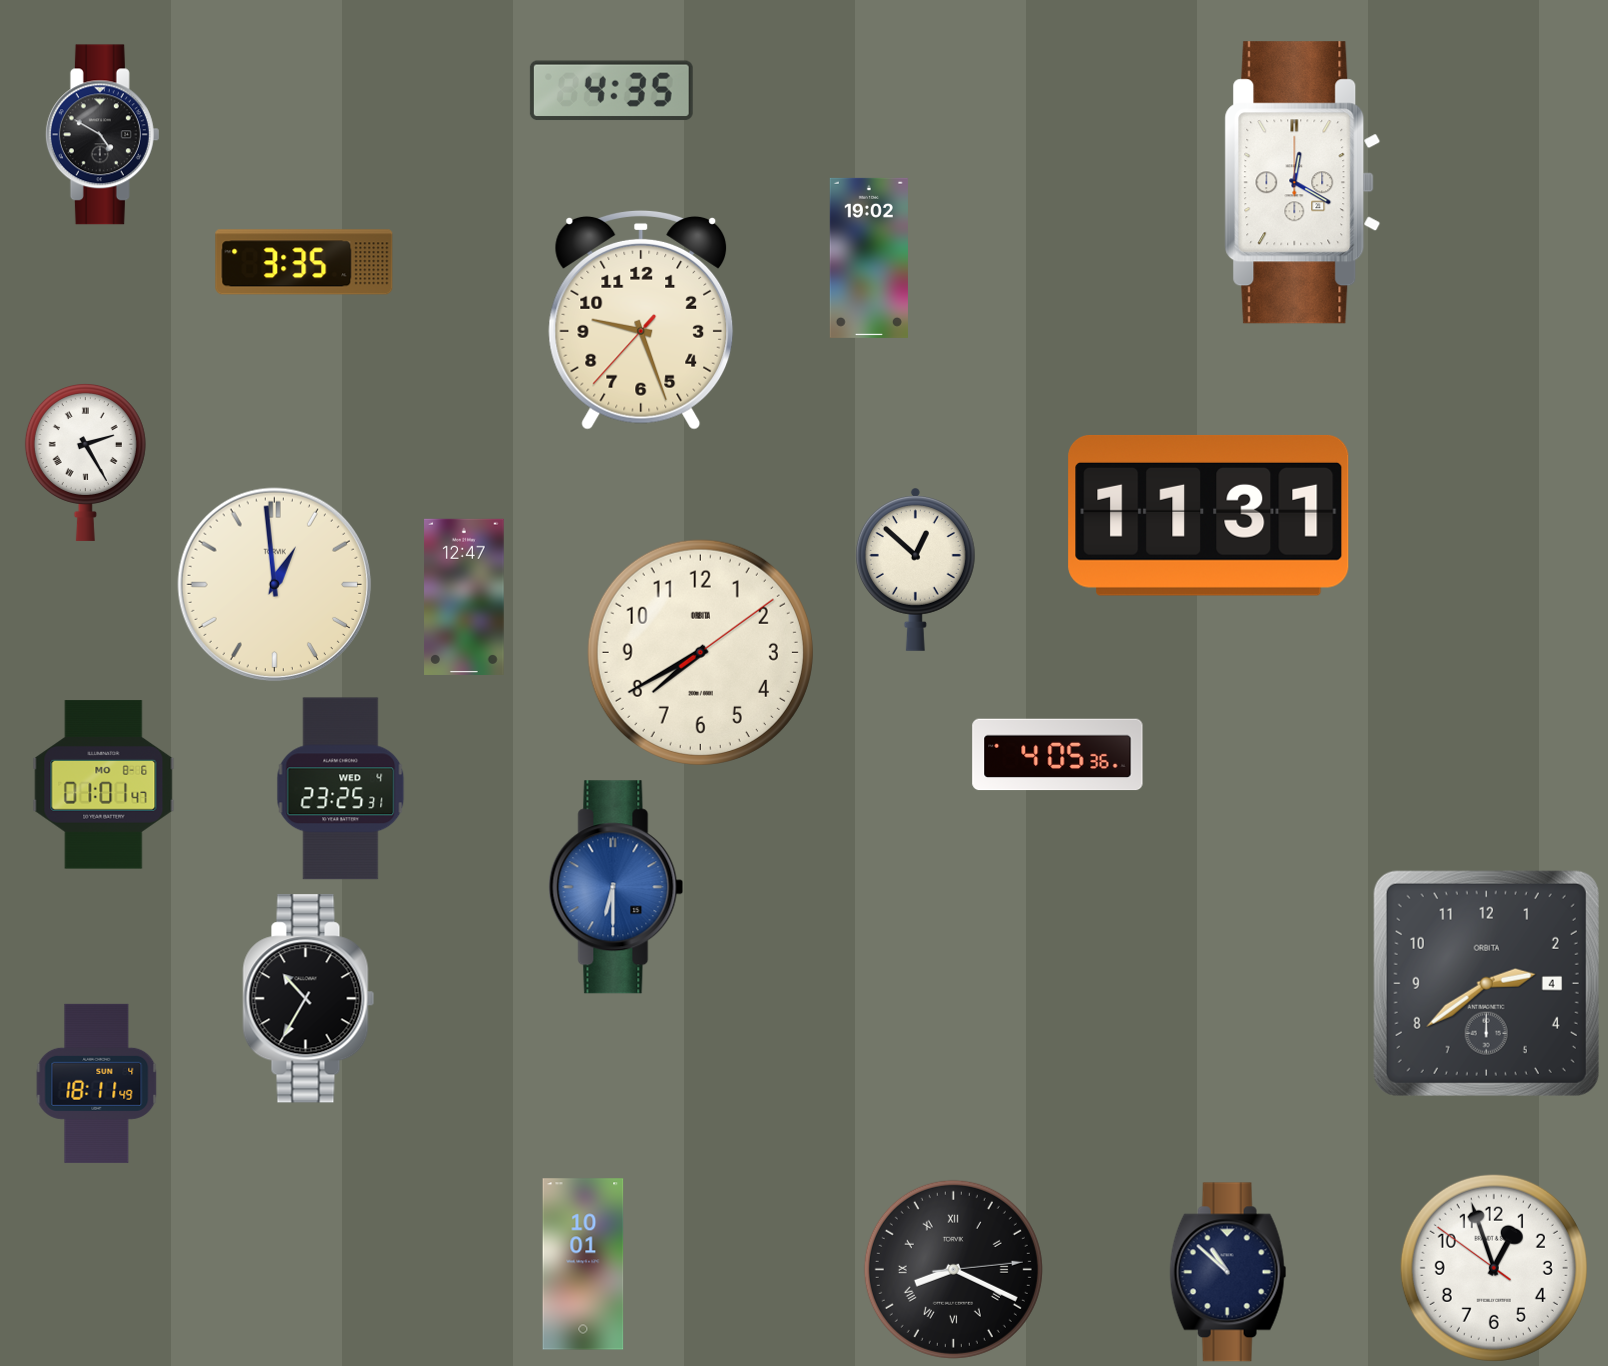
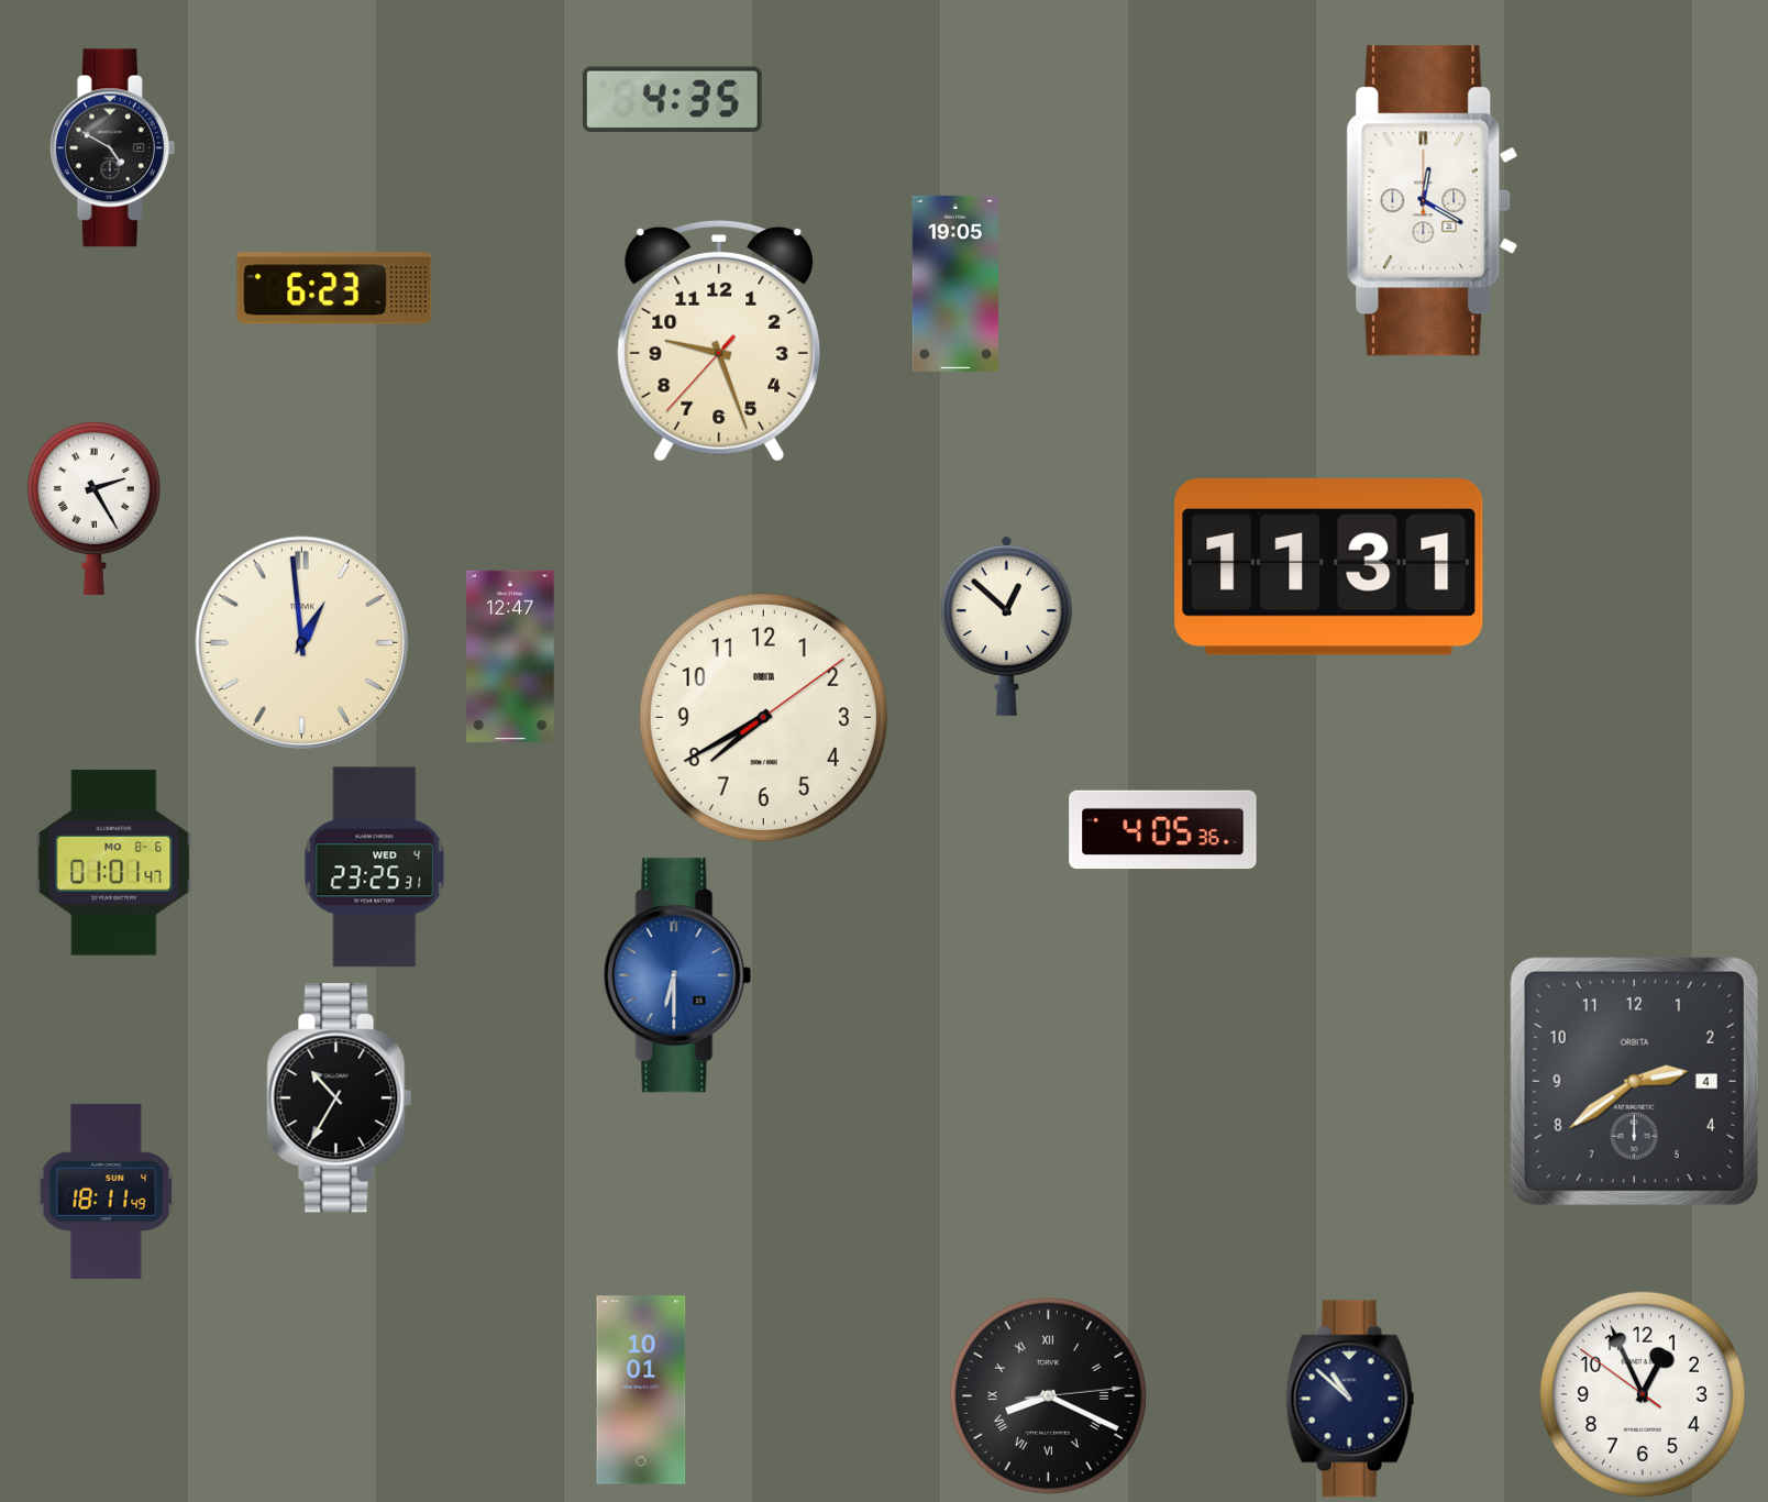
clock at (869, 258): 19:02 -> 19:05
clock at (304, 262): 3:35 -> 6:23
clock at (641, 320) position: (641, 320) -> (719, 341)
clock at (700, 652) position: (700, 652) -> (763, 717)
clock at (1494, 1268): 12:56 -> 12:55
